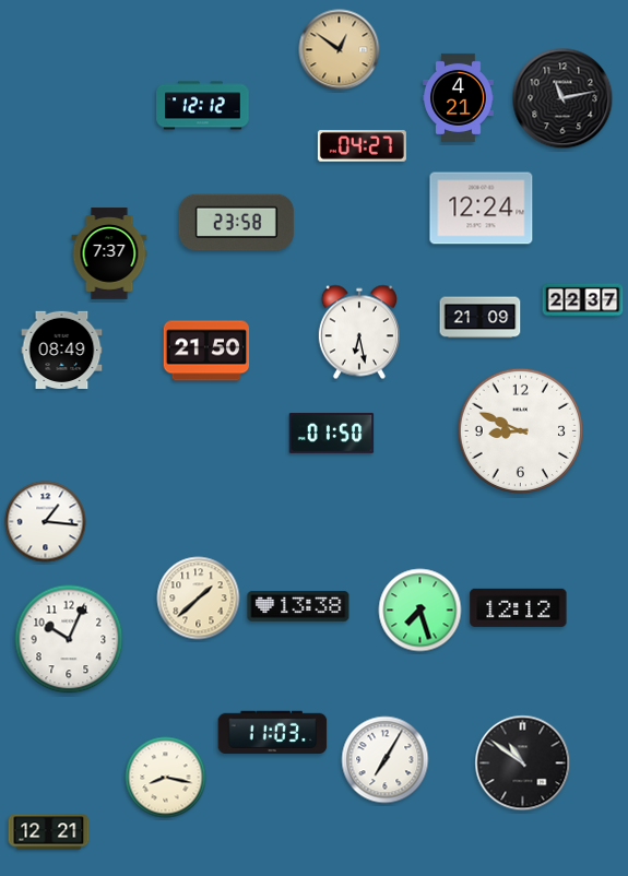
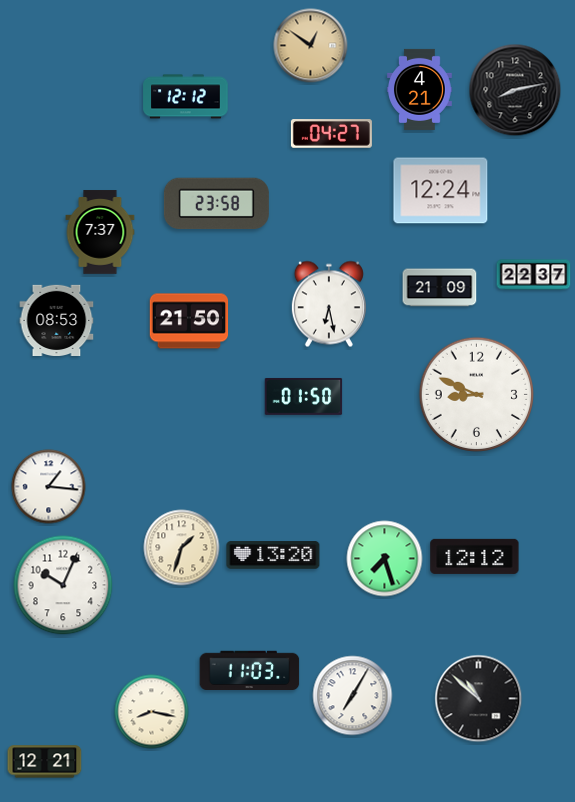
clock at (562, 98): 11:13 -> 8:13
clock at (481, 318) position: (481, 318) -> (440, 288)
clock at (62, 350): 08:49 -> 08:53
clock at (46, 522) position: (46, 522) -> (49, 487)
clock at (199, 599): 1:38 -> 1:33
clock at (298, 606): 13:38 -> 13:20
clock at (523, 763): 10:51 -> 10:52
